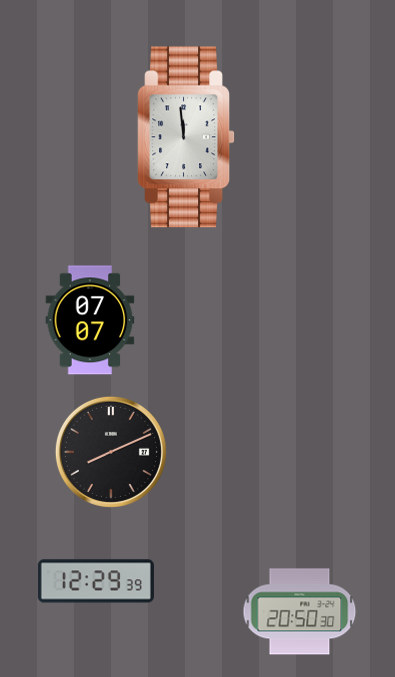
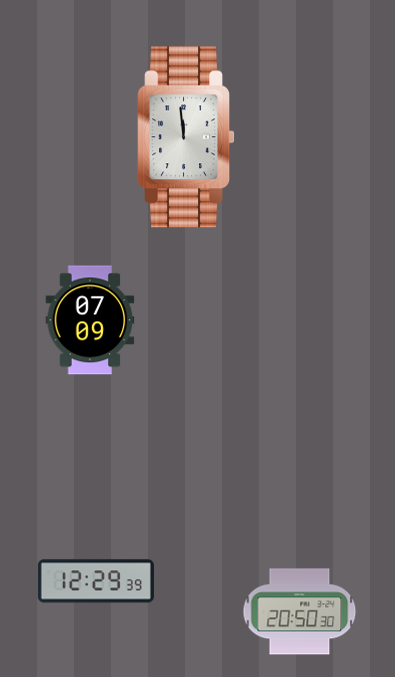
clock at (90, 320): 07:07 -> 07:09
clock at (111, 452): 8:11 -> none
